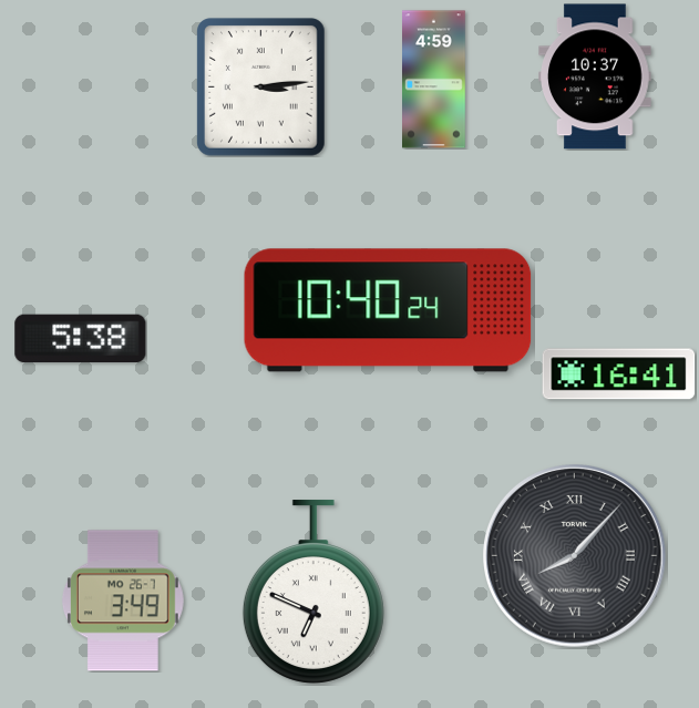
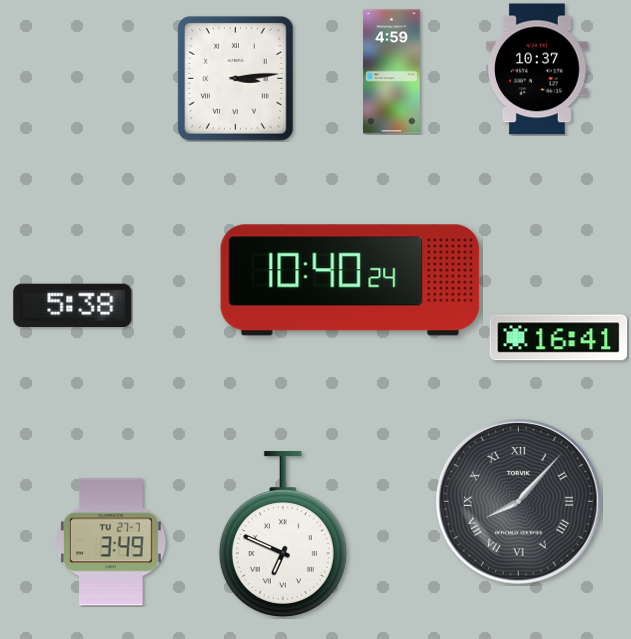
clock at (123, 601) date: MO 26-7 -> TU 27-7
